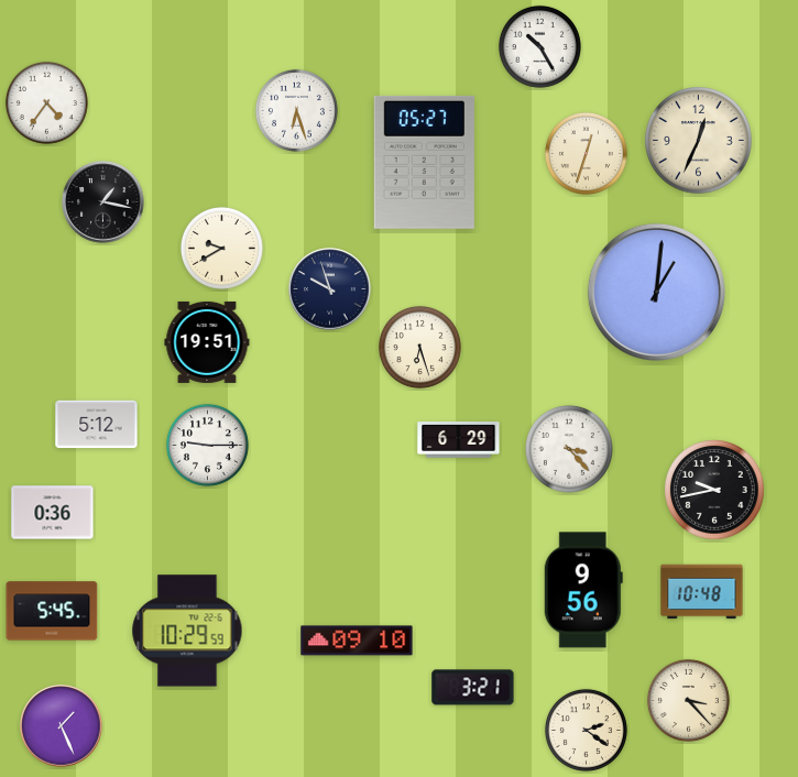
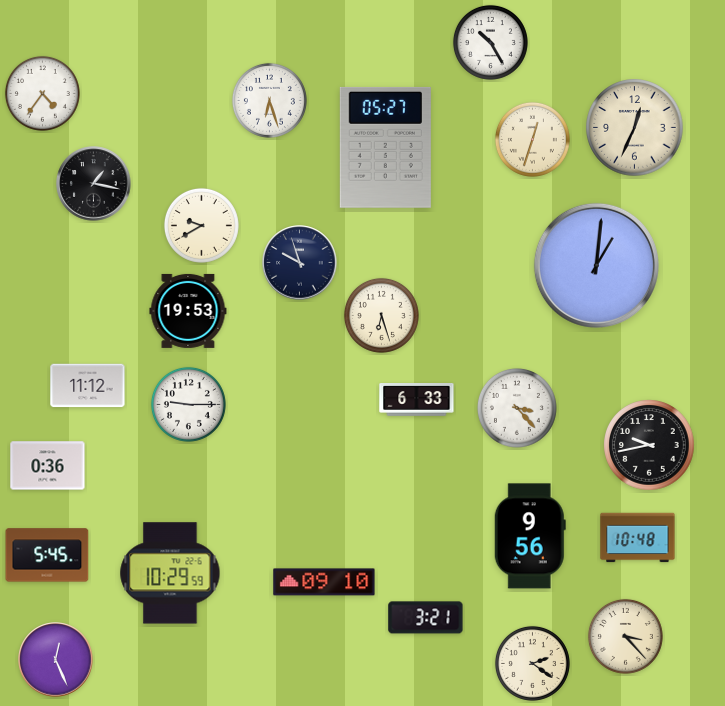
clock at (207, 342): 19:51 -> 19:53
clock at (97, 425): 5:12 -> 11:12
clock at (459, 440): 6:29 -> 6:33
clock at (473, 688) position: (473, 688) -> (426, 618)
clock at (62, 726): 1:26 -> 12:26
